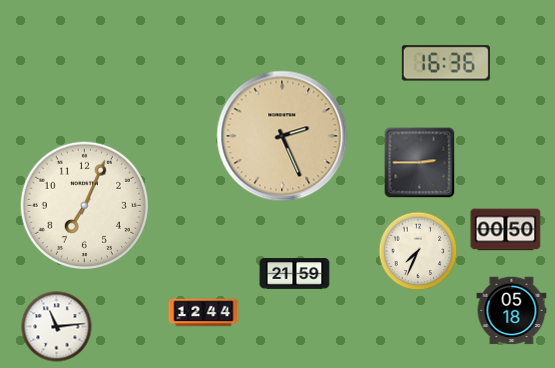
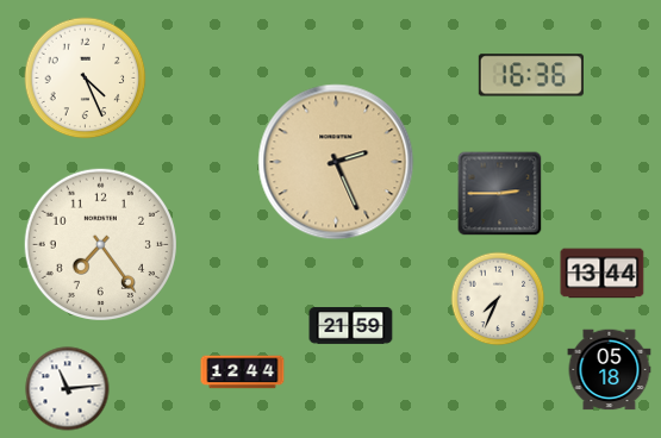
clock at (86, 79): none -> 4:26
clock at (84, 205): 7:04 -> 7:24
clock at (506, 230): 00:50 -> 13:44
